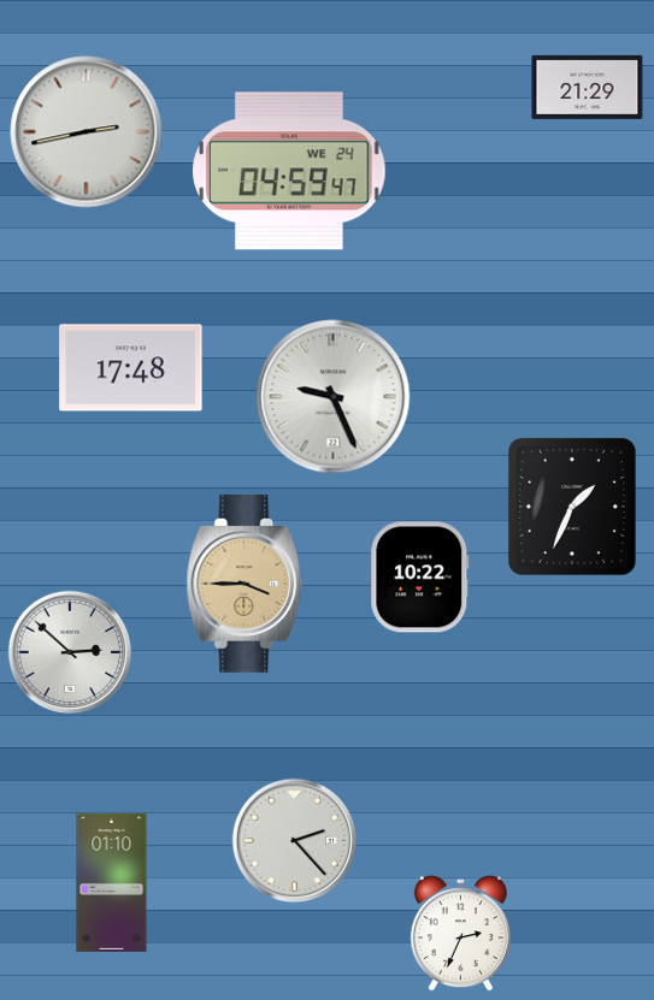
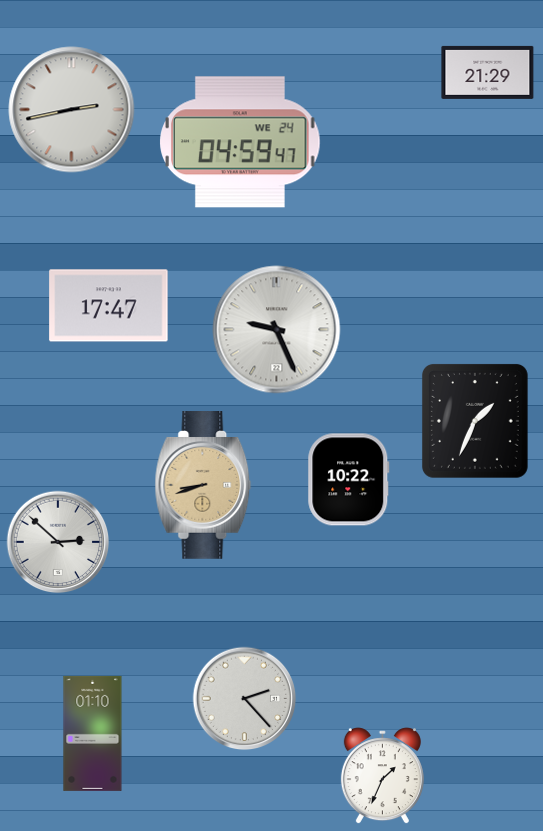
clock at (131, 368): 17:48 -> 17:47
clock at (244, 585): 3:45 -> 8:42
clock at (460, 934): 2:34 -> 1:34
